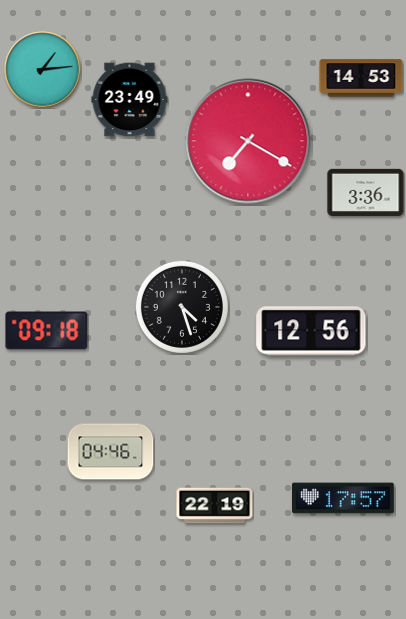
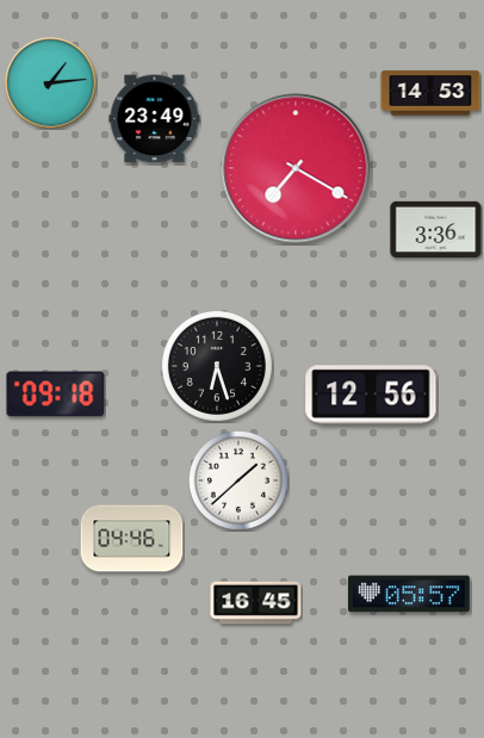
clock at (182, 307): 4:27 -> 6:27
clock at (238, 480): none -> 1:38
clock at (344, 498): 17:57 -> 05:57
clock at (215, 506): 22:19 -> 16:45
